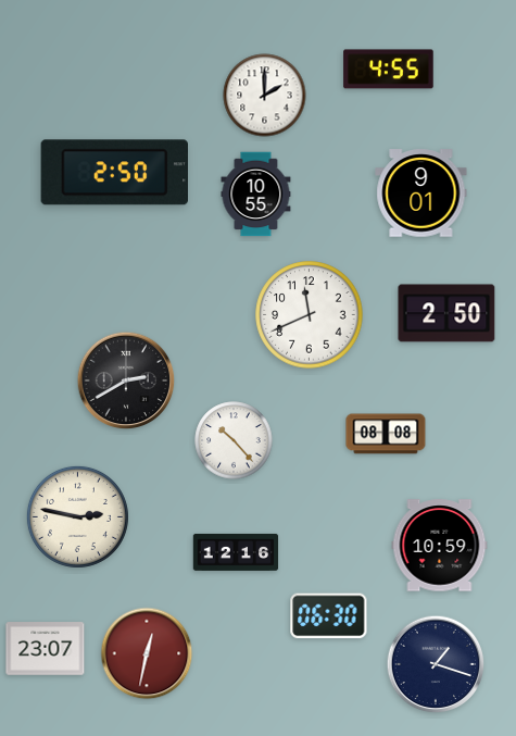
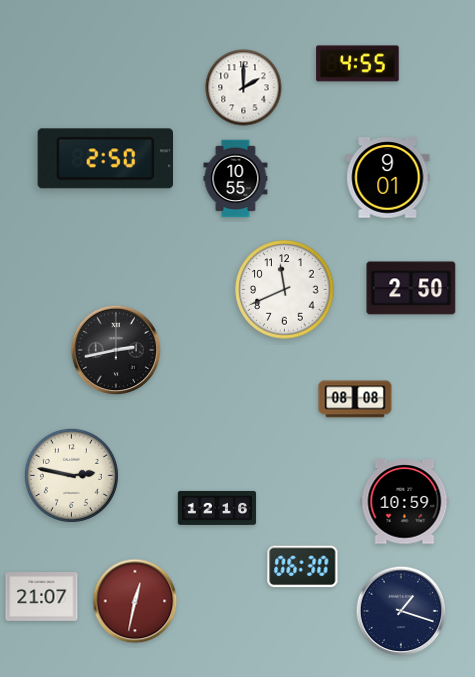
clock at (126, 381): 2:40 -> 2:43
clock at (234, 440): 10:23 -> none
clock at (46, 649): 23:07 -> 21:07
